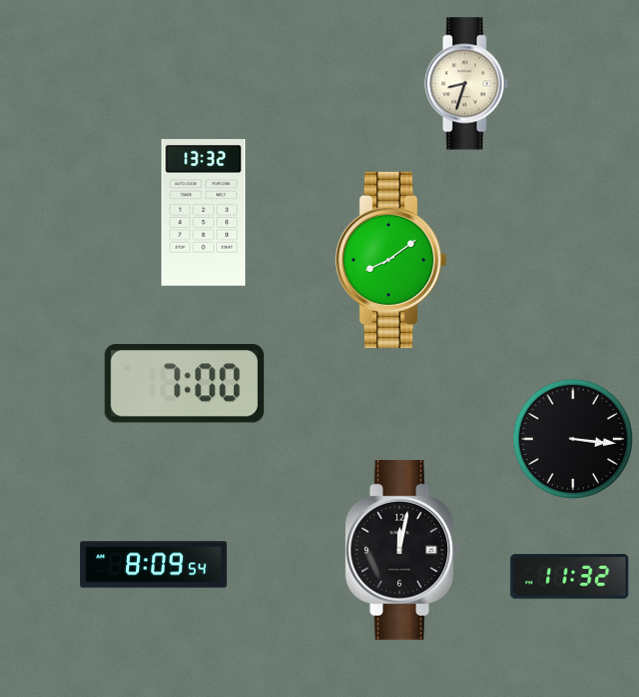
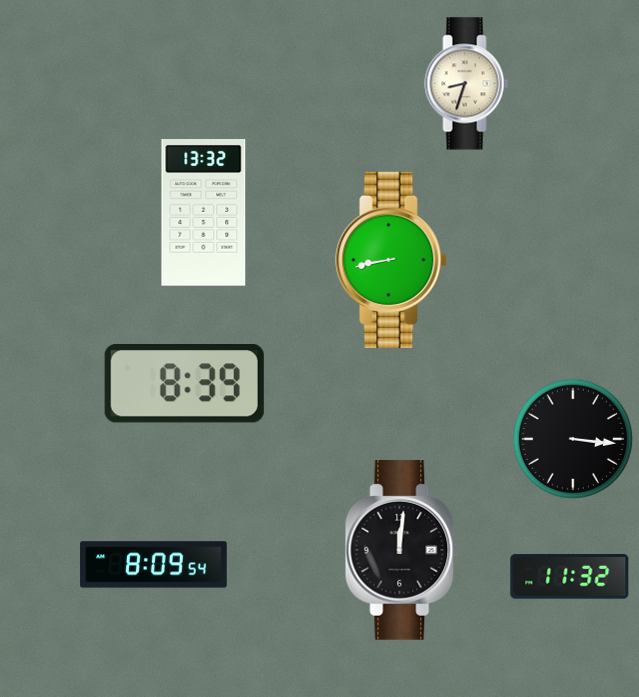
clock at (391, 260): 8:09 -> 8:43
clock at (184, 384): 7:00 -> 8:39
clock at (402, 550): 12:02 -> 12:01
